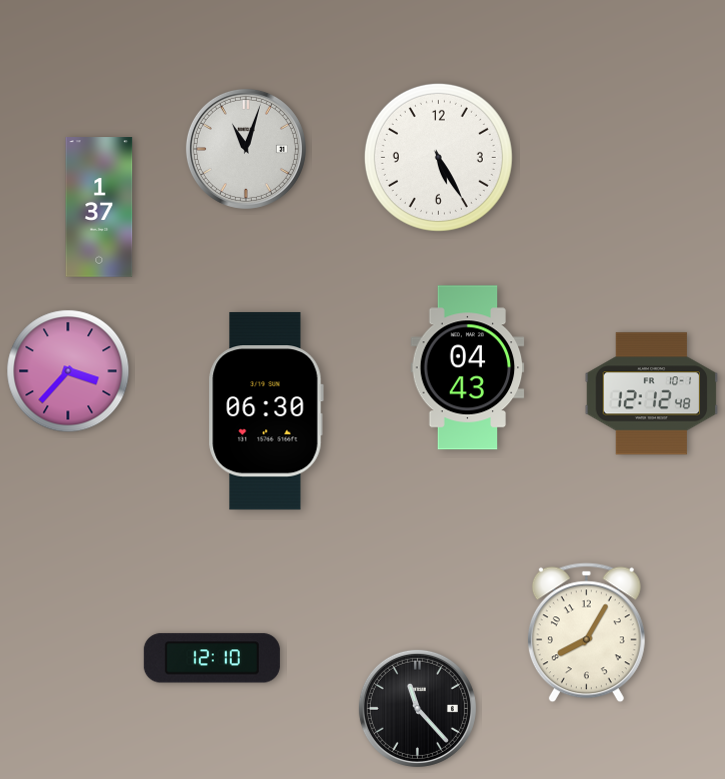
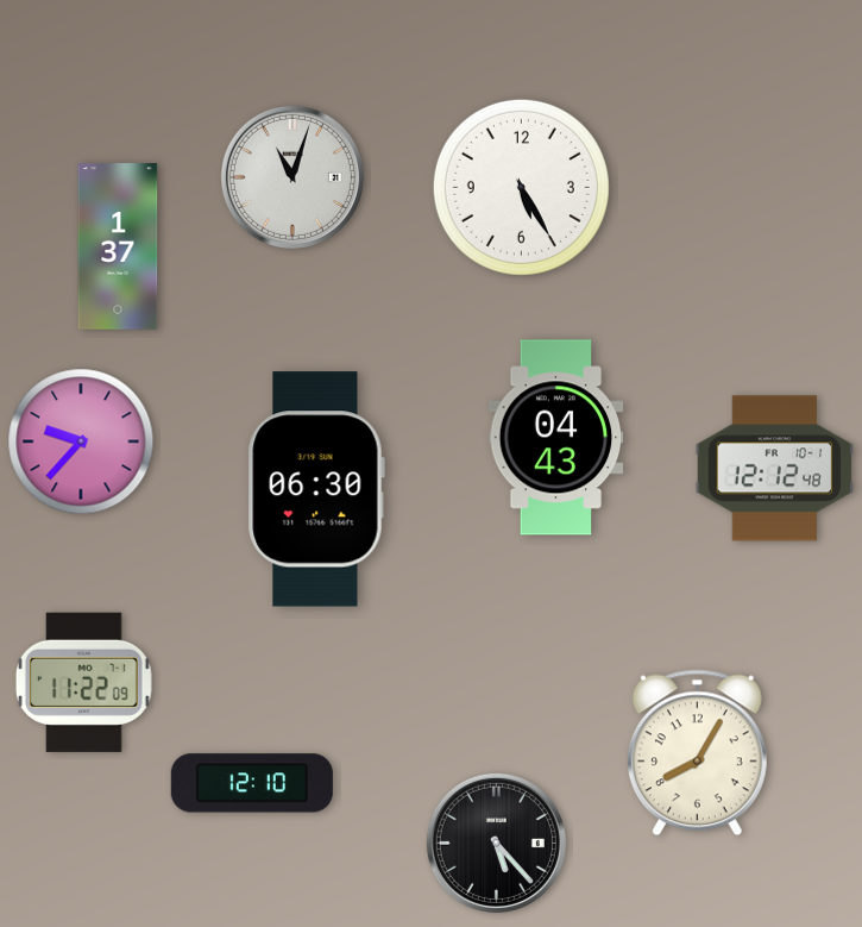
clock at (68, 371): 3:37 -> 9:37
clock at (83, 682): none -> 11:22
clock at (417, 708): 11:23 -> 5:23
